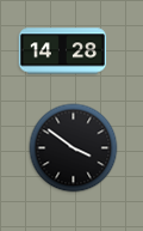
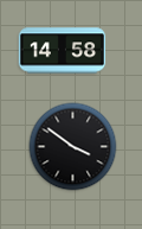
clock at (63, 51): 14:28 -> 14:58
